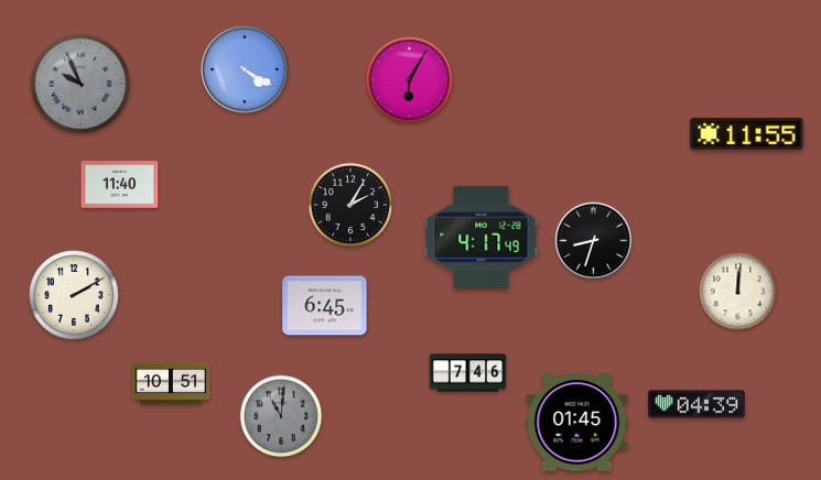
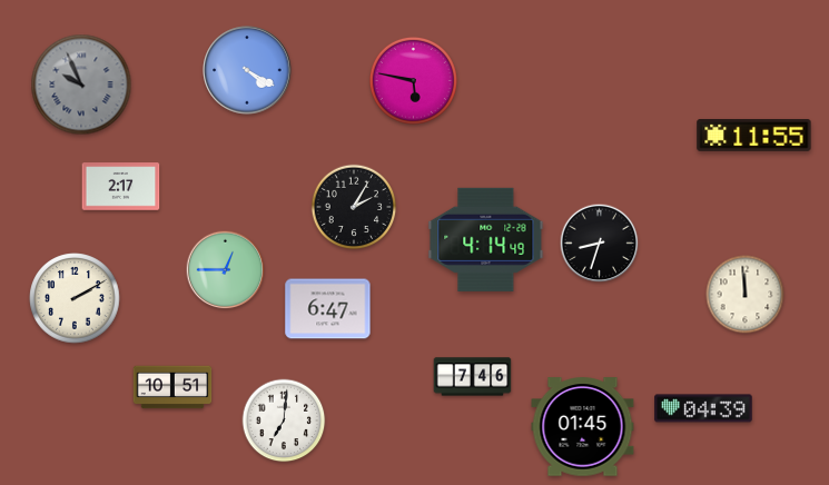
clock at (409, 79): 6:05 -> 5:47
clock at (120, 185): 11:40 -> 2:17
clock at (482, 237): 4:17 -> 4:14
clock at (226, 270): none -> 12:45
clock at (738, 292): 12:01 -> 11:59
clock at (325, 306): 6:45 -> 6:47
clock at (281, 416): 11:01 -> 7:01
clock at (281, 416) dial: grey -> white
